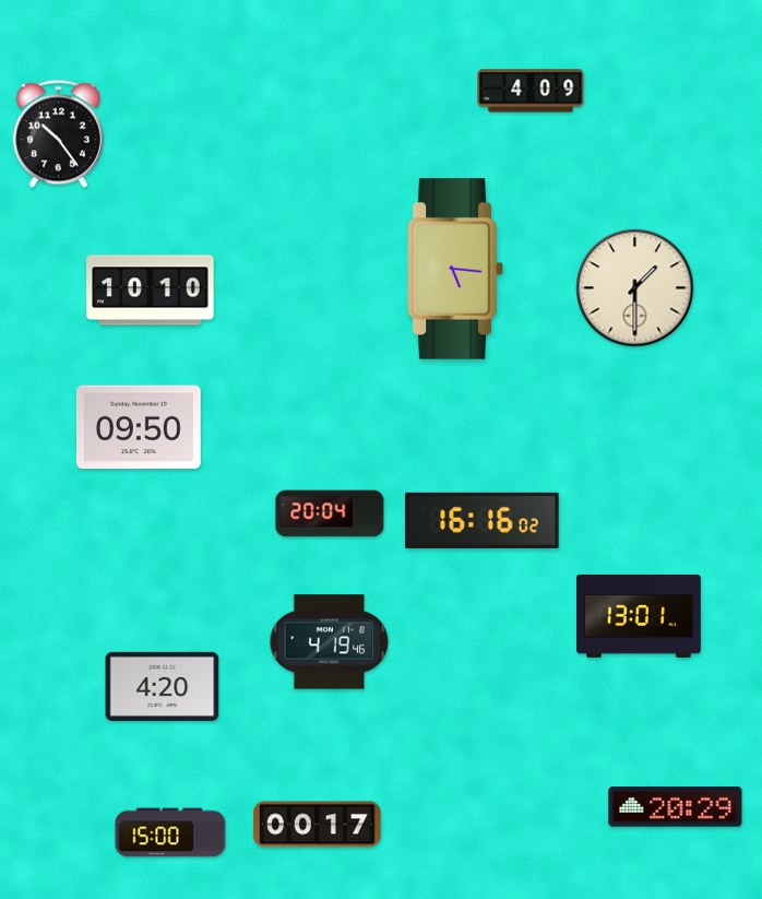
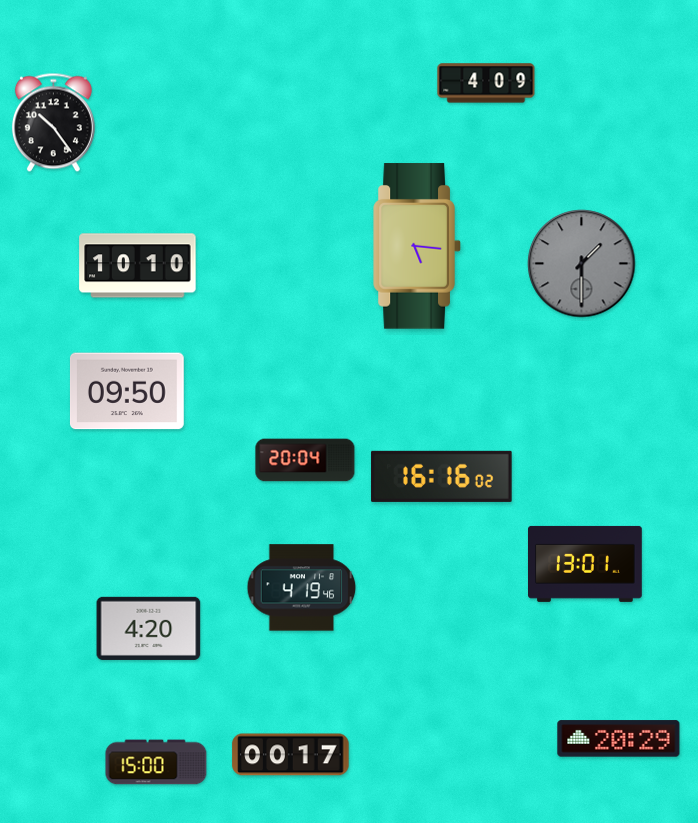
clock at (635, 288) dial: cream -> grey
clock at (330, 513) position: (330, 513) -> (305, 460)
